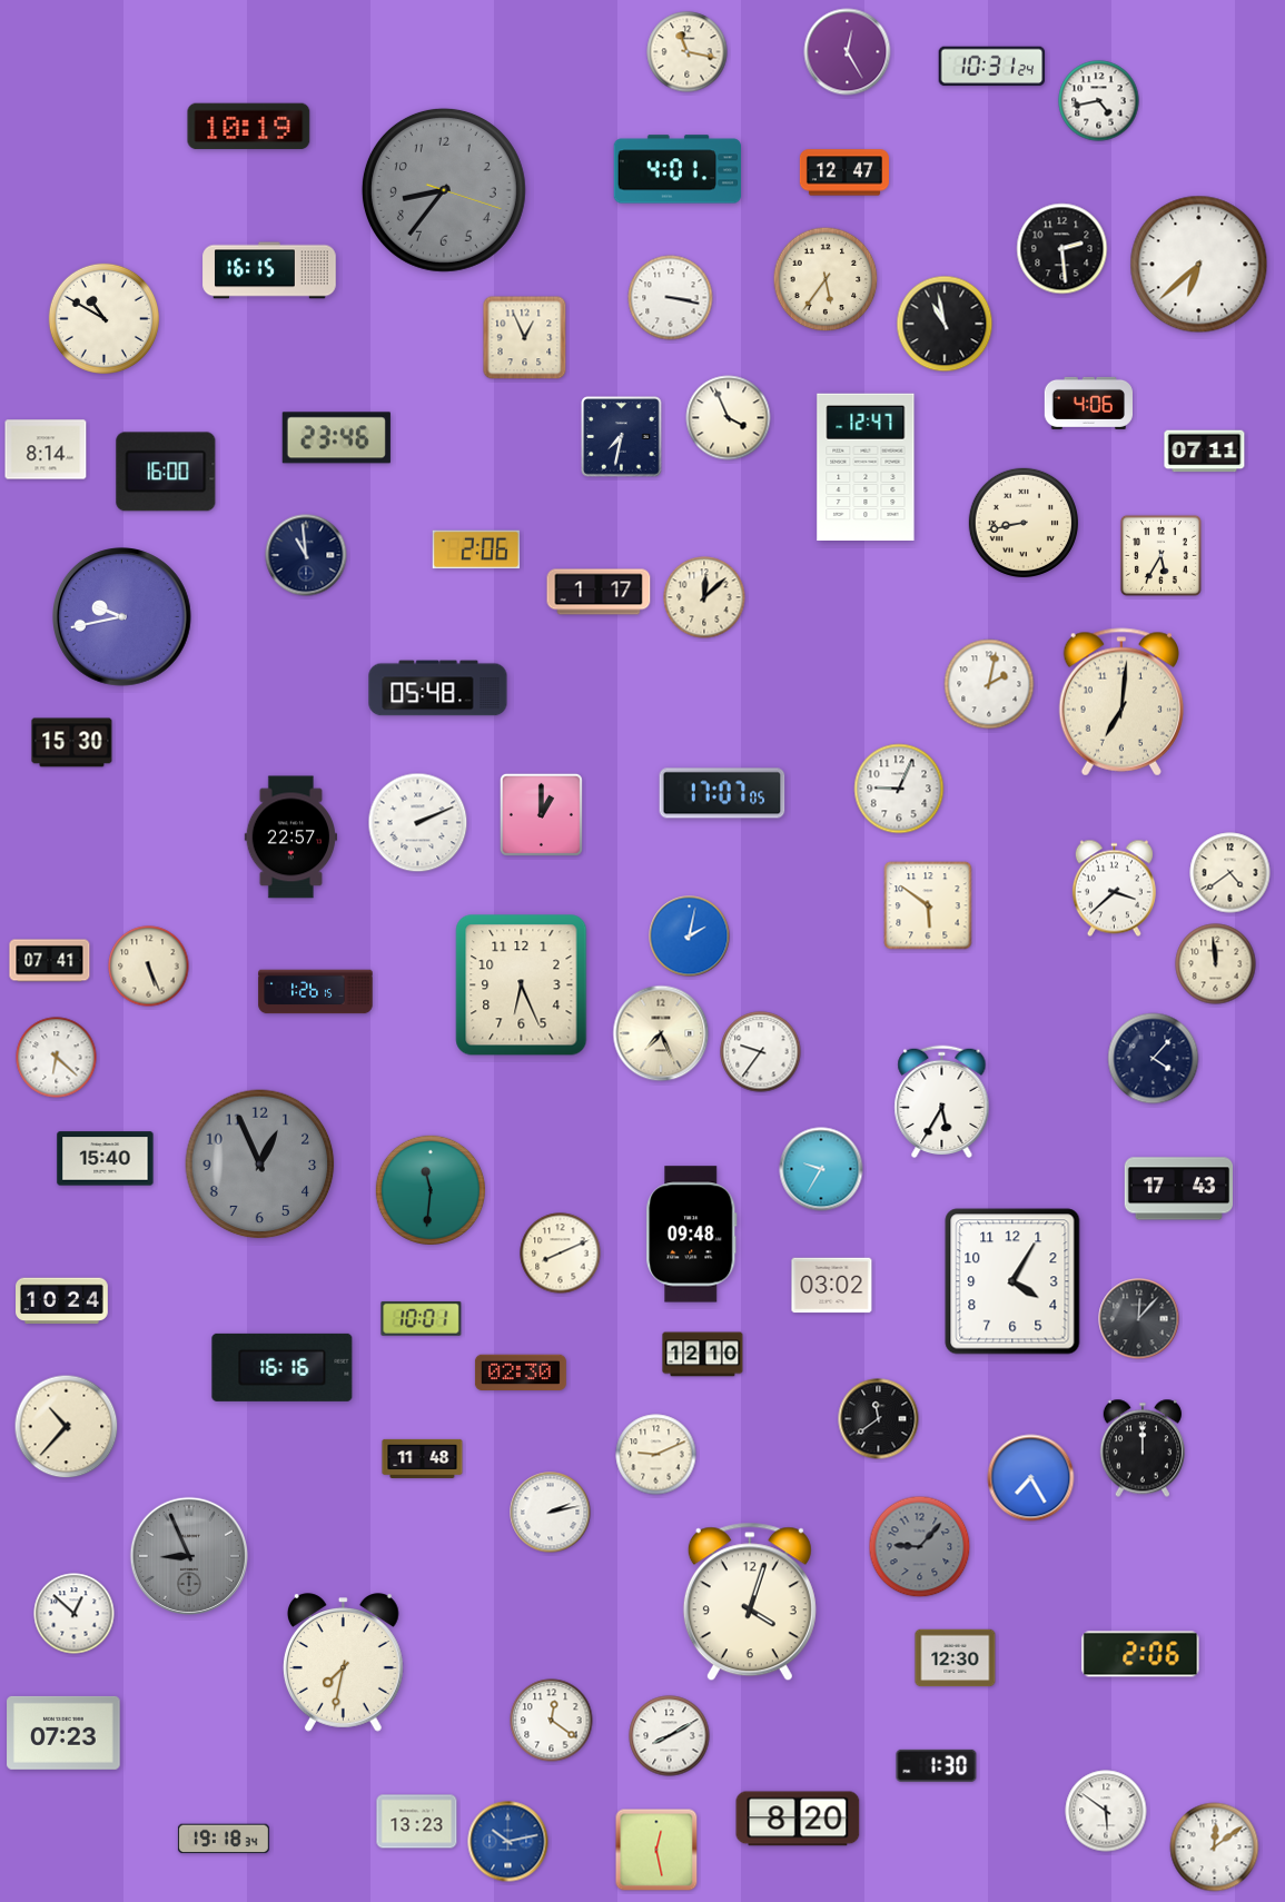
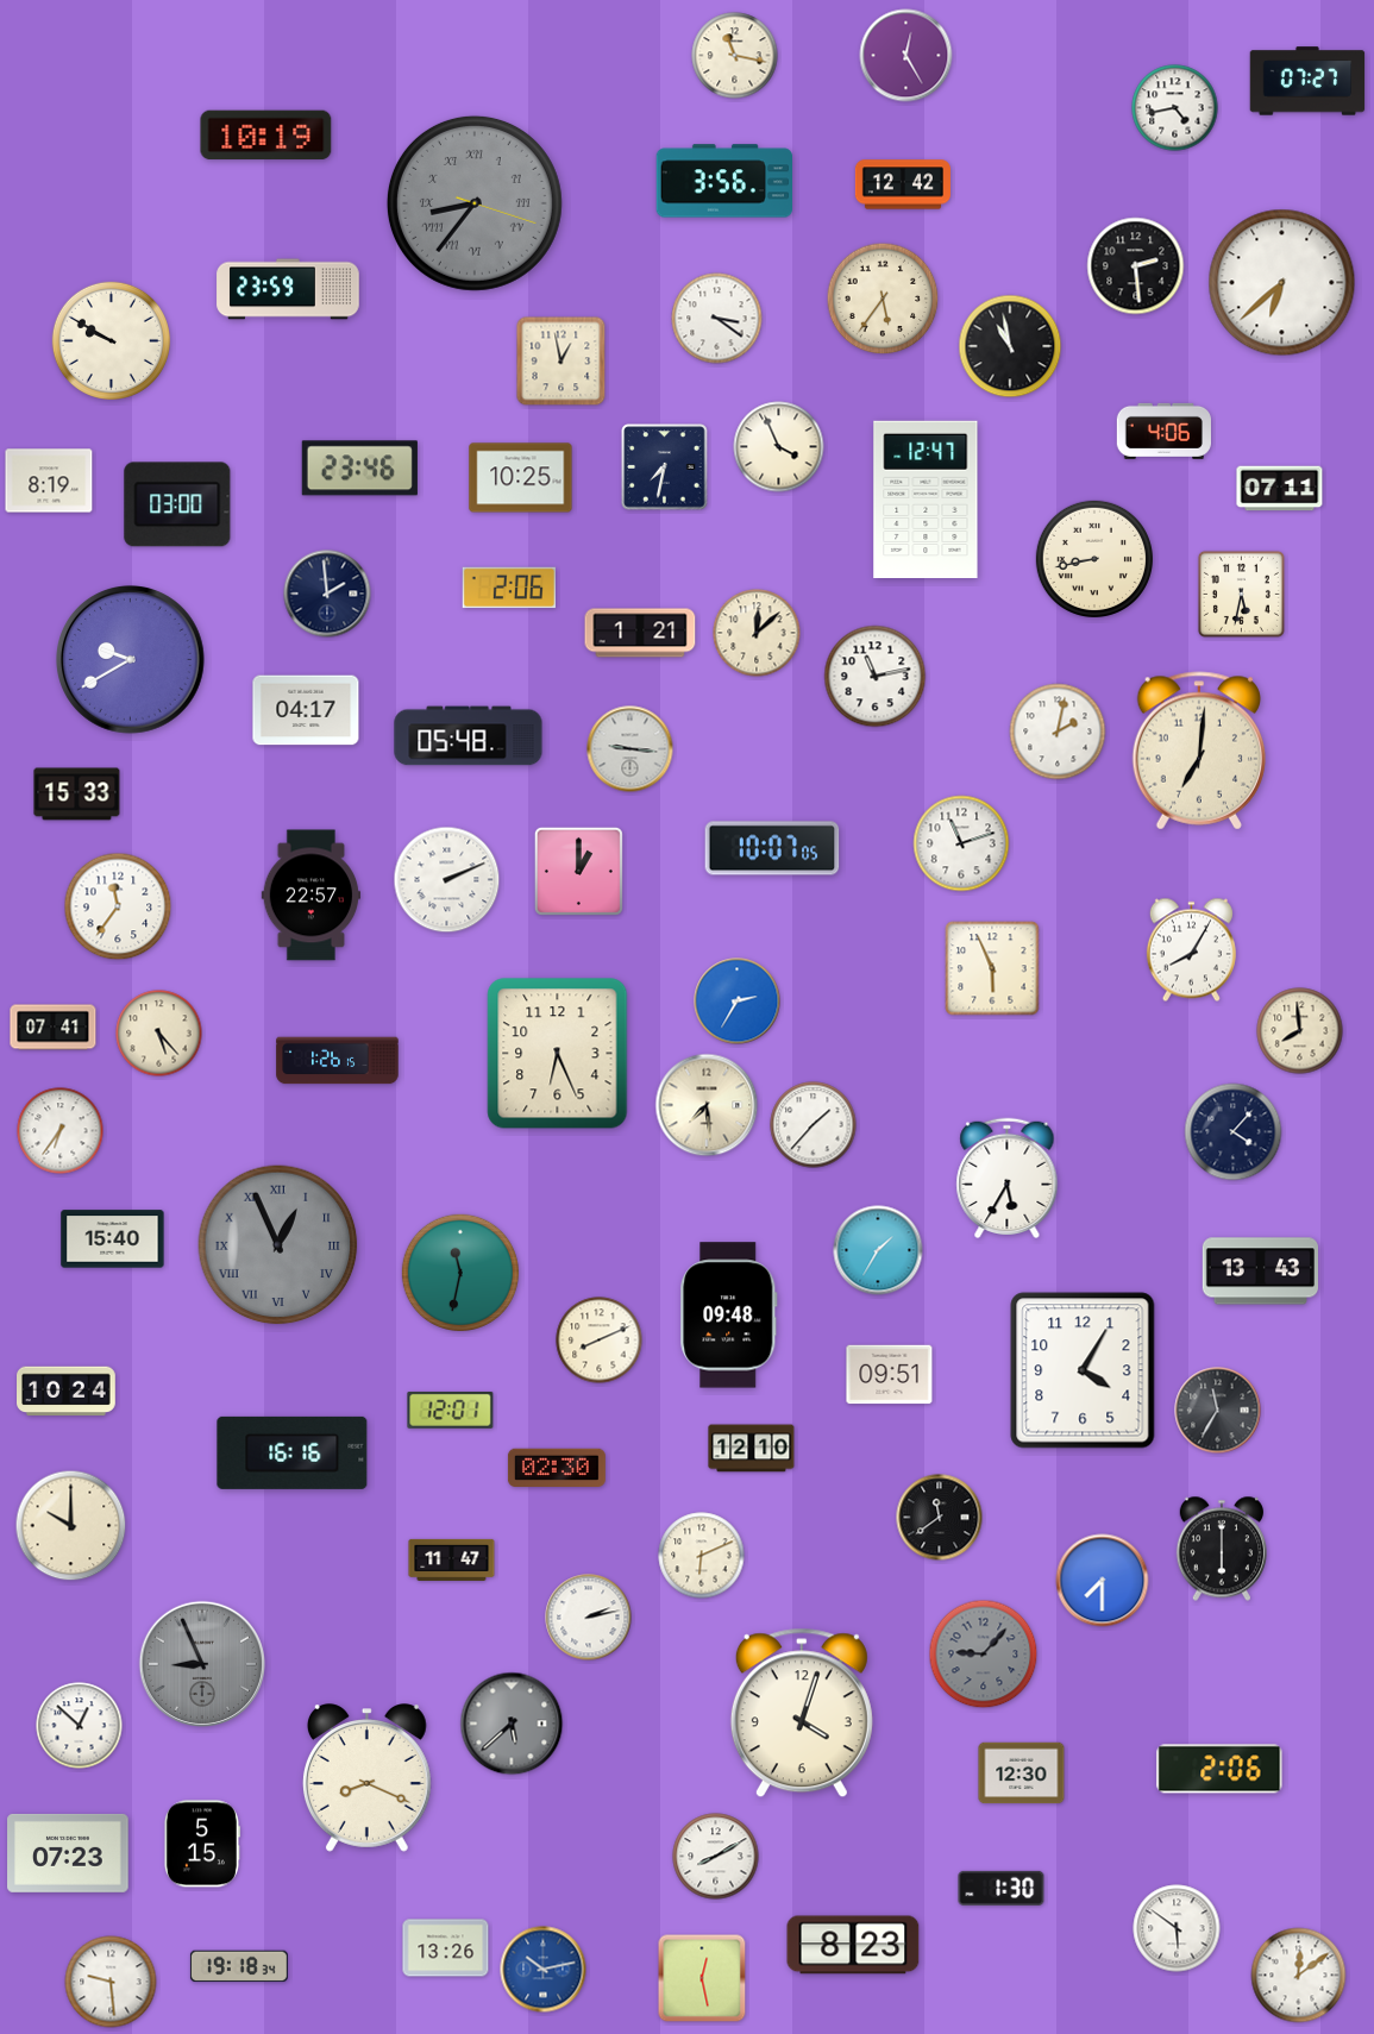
clock at (992, 67): 10:31 -> none
clock at (1307, 81): none -> 07:27
clock at (678, 169): 4:01 -> 3:56
clock at (844, 172): 12:47 -> 12:42
clock at (444, 190) numerals: Arabic -> Roman
clock at (269, 270): 16:15 -> 23:59
clock at (671, 298): 3:17 -> 3:21
clock at (103, 318): 10:50 -> 9:50
clock at (525, 338): 12:56 -> 12:58
clock at (521, 478): none -> 10:25
clock at (46, 449): 8:14 -> 8:19
clock at (1205, 452) position: (1205, 452) -> (1280, 489)
clock at (166, 472): 16:00 -> 03:00
clock at (306, 555): 10:59 -> 1:59
clock at (1160, 555): 5:35 -> 5:32
clock at (599, 592): 1:17 -> 1:21
clock at (704, 597) position: (704, 597) -> (757, 633)
clock at (122, 617): 9:43 -> 9:40
clock at (876, 677): none -> 11:13
clock at (306, 710): none -> 04:17
clock at (630, 749): none -> 9:16
clock at (72, 743): 15:30 -> 15:33
clock at (899, 789): 9:04 -> 11:12
clock at (722, 793): 17:07 -> 10:07
clock at (118, 906): none -> 11:36
clock at (1230, 873): 4:39 -> none
clock at (1114, 889): 3:38 -> 8:05
clock at (928, 905): 5:51 -> 5:56
clock at (690, 937): 2:02 -> 2:35
clock at (1216, 964): 11:59 -> 7:59
clock at (149, 967): 5:26 -> 5:23
clock at (661, 1033): 7:26 -> 7:29
clock at (761, 1052): 9:36 -> 1:37
clock at (57, 1058): 6:22 -> 6:36
clock at (260, 1165) numerals: Arabic -> Roman
clock at (821, 1169): 9:35 -> 1:35
clock at (429, 1189): 11:31 -> 11:32
clock at (1178, 1189): 17:43 -> 13:43
clock at (692, 1235) position: (692, 1235) -> (729, 1316)
clock at (832, 1286): 03:02 -> 09:51
clock at (422, 1318): 10:01 -> 12:01
clock at (1139, 1319): 12:07 -> 11:35
clock at (283, 1367) position: (283, 1367) -> (293, 1452)
clock at (67, 1427): 10:37 -> 10:00
clock at (1141, 1448): 12:00 -> 6:00
clock at (656, 1455): 9:11 -> 6:11
clock at (423, 1458): 11:48 -> 11:47
clock at (1031, 1478): 7:25 -> 7:30
clock at (512, 1724): none -> 5:38
clock at (343, 1663): 7:32 -> 8:19
clock at (552, 1721): 12:21 -> none
clock at (201, 1844): none -> 5:15
clock at (1106, 1811) position: (1106, 1811) -> (1177, 1928)
clock at (798, 1819): 8:20 -> 8:23
clock at (417, 1822): 13:23 -> 13:26
clock at (111, 1982): none -> 9:29
